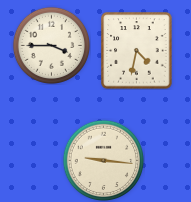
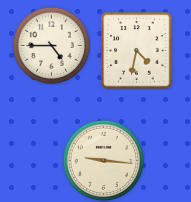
clock at (51, 45): 3:45 -> 4:45
